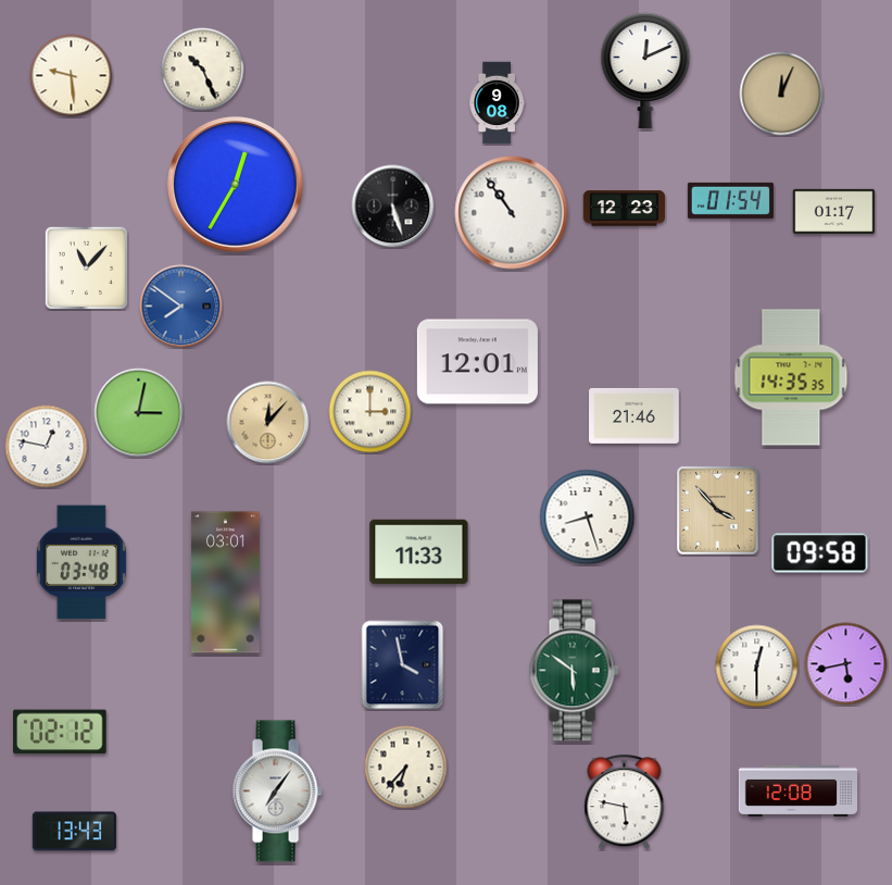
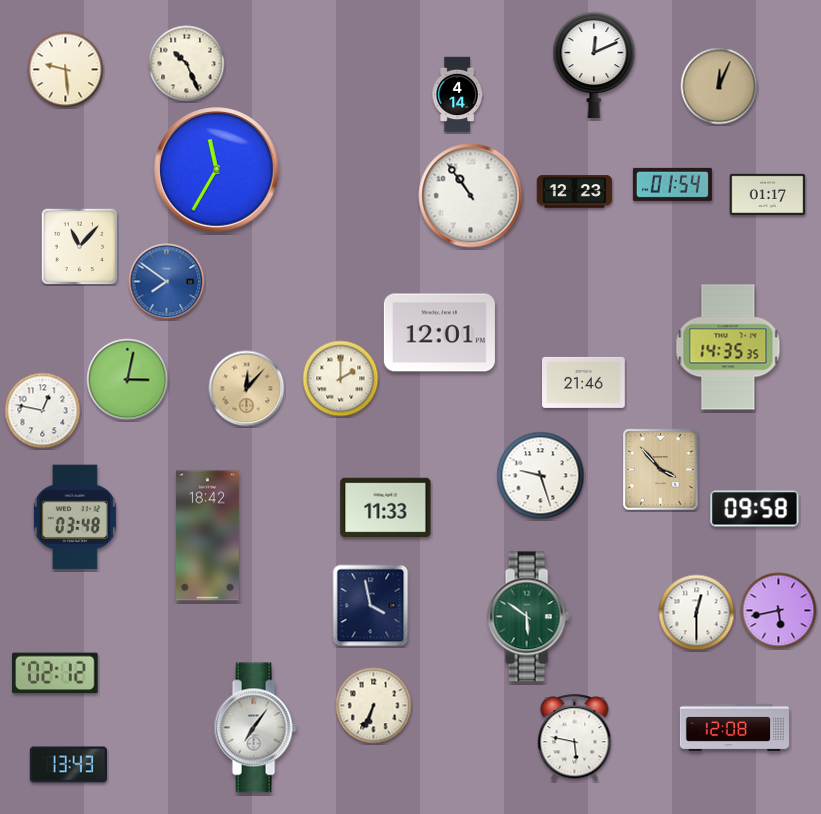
clock at (497, 103): 9:08 -> 4:14
clock at (235, 184): 12:35 -> 11:35
clock at (393, 207): 5:27 -> none
clock at (370, 412): 3:00 -> 2:00
clock at (588, 518): 8:27 -> 9:27
clock at (225, 583): 03:01 -> 18:42
clock at (403, 665) position: (403, 665) -> (371, 606)
clock at (406, 768): 6:37 -> 6:34
